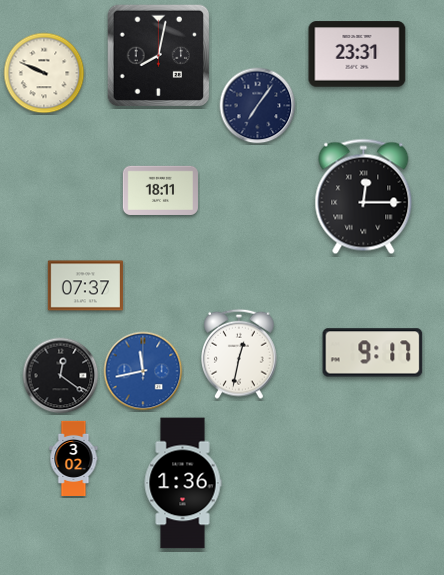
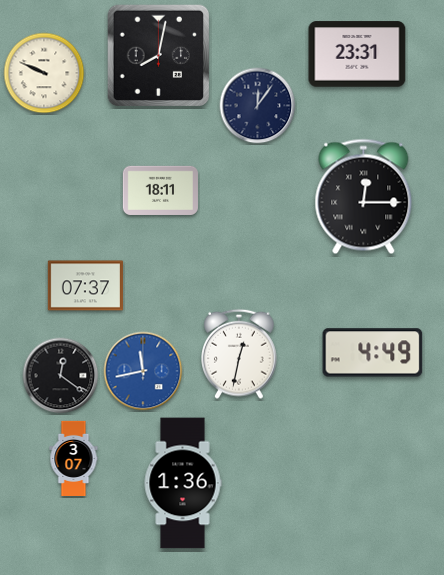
clock at (258, 106): 7:06 -> 12:06
clock at (373, 353): 9:17 -> 4:49
clock at (74, 458): 3:02 -> 3:07
